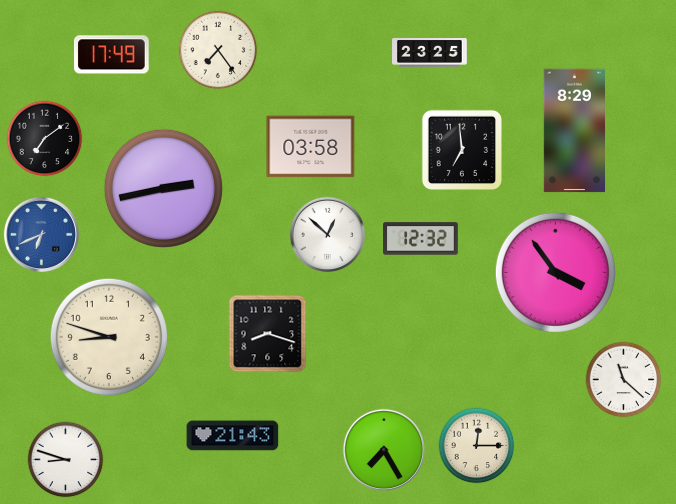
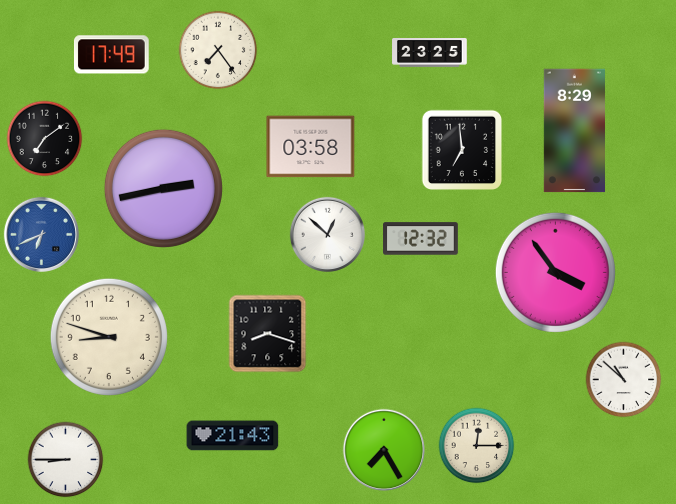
clock at (624, 380): 11:22 -> 10:52
clock at (66, 460): 8:48 -> 8:45
